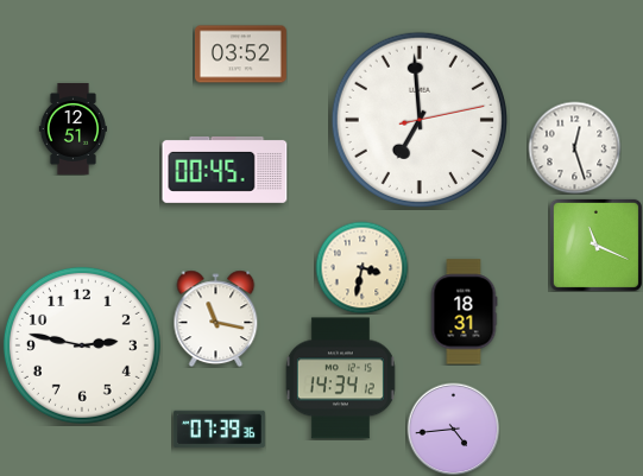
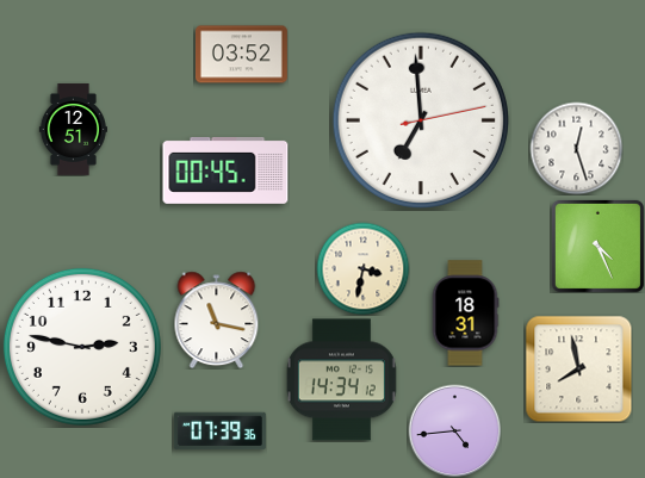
clock at (595, 245): 11:19 -> 4:26
clock at (578, 368): none -> 7:58
